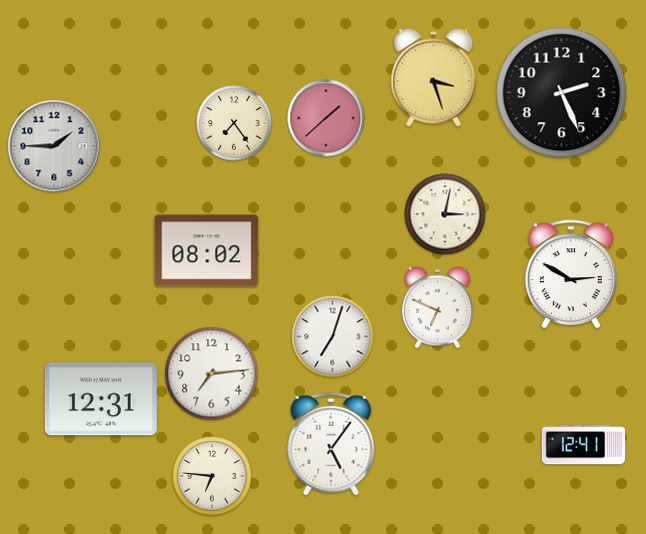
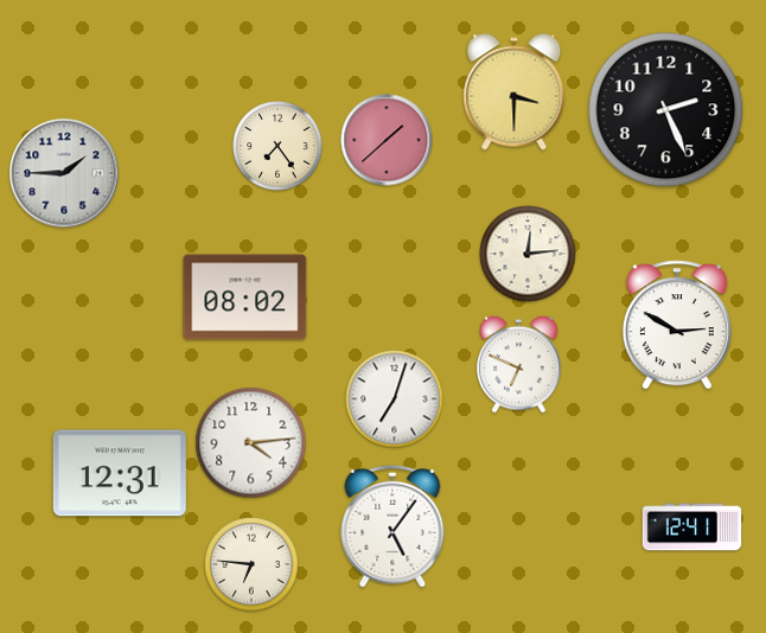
clock at (434, 78): 3:27 -> 3:30
clock at (445, 214): 3:02 -> 12:14
clock at (212, 374): 7:14 -> 4:14
